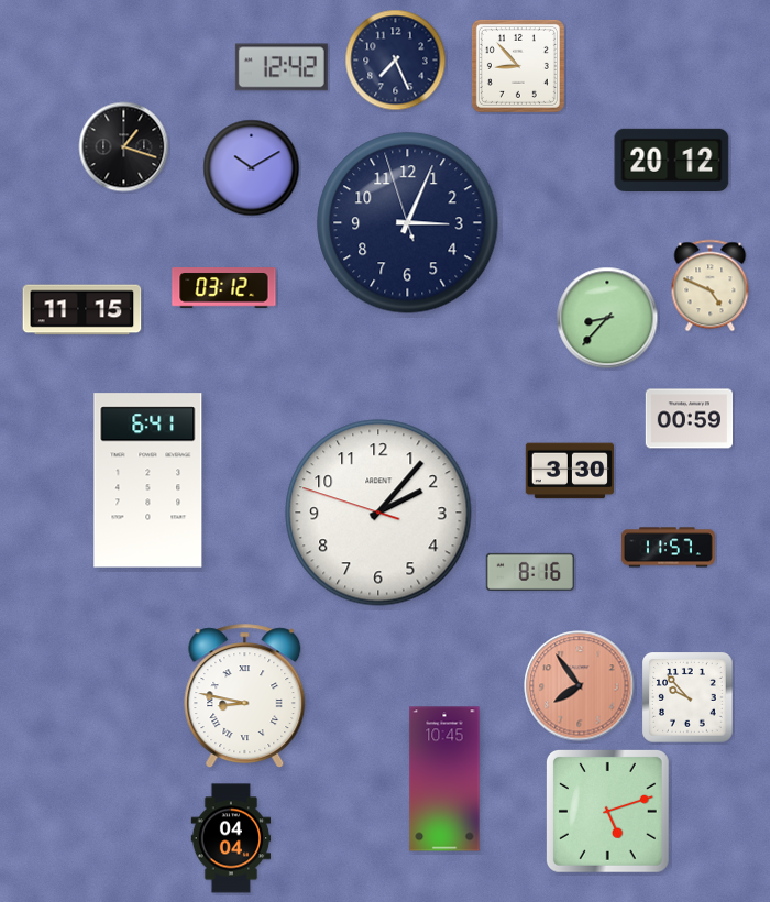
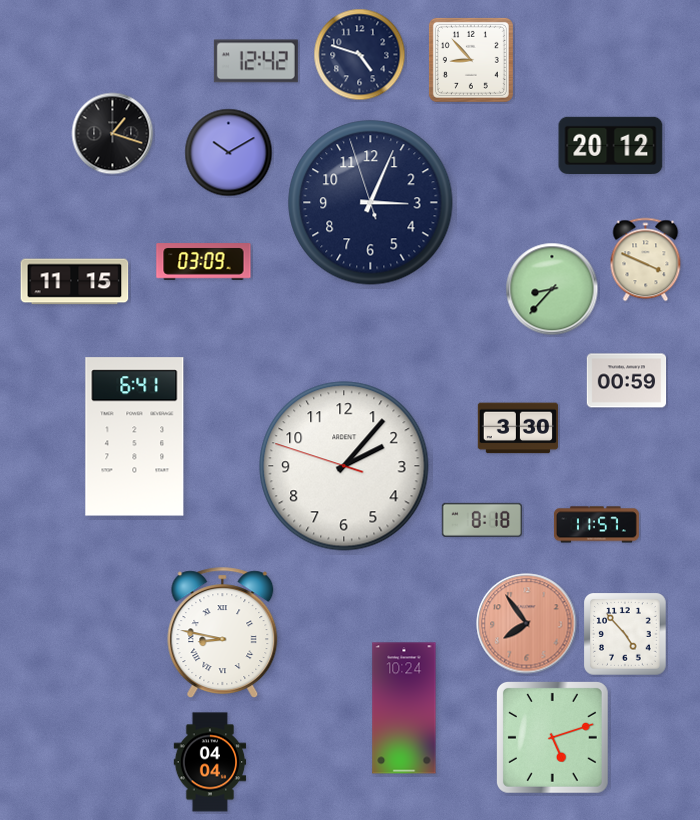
clock at (396, 61): 7:26 -> 4:48
clock at (711, 286): 4:49 -> 3:49
clock at (224, 288): 03:12 -> 03:09
clock at (668, 548) position: (668, 548) -> (596, 525)
clock at (530, 572): 8:16 -> 8:18
clock at (689, 698): 9:53 -> 4:53
clock at (444, 779): 10:45 -> 10:24
